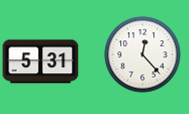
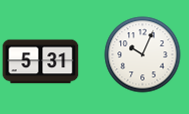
clock at (143, 55): 12:23 -> 10:04
